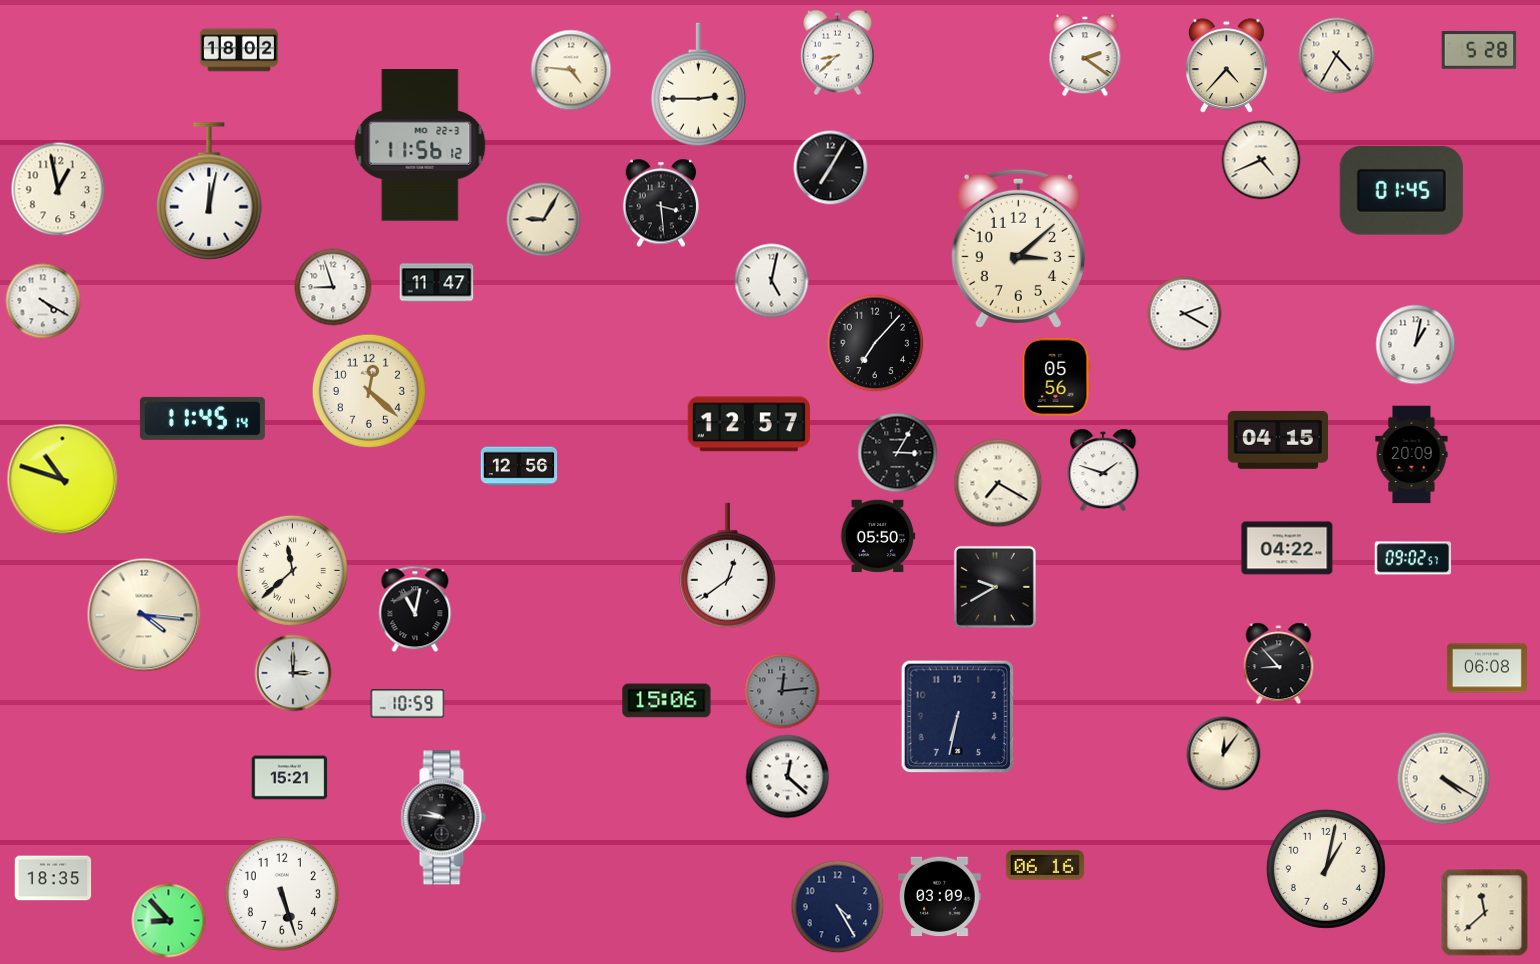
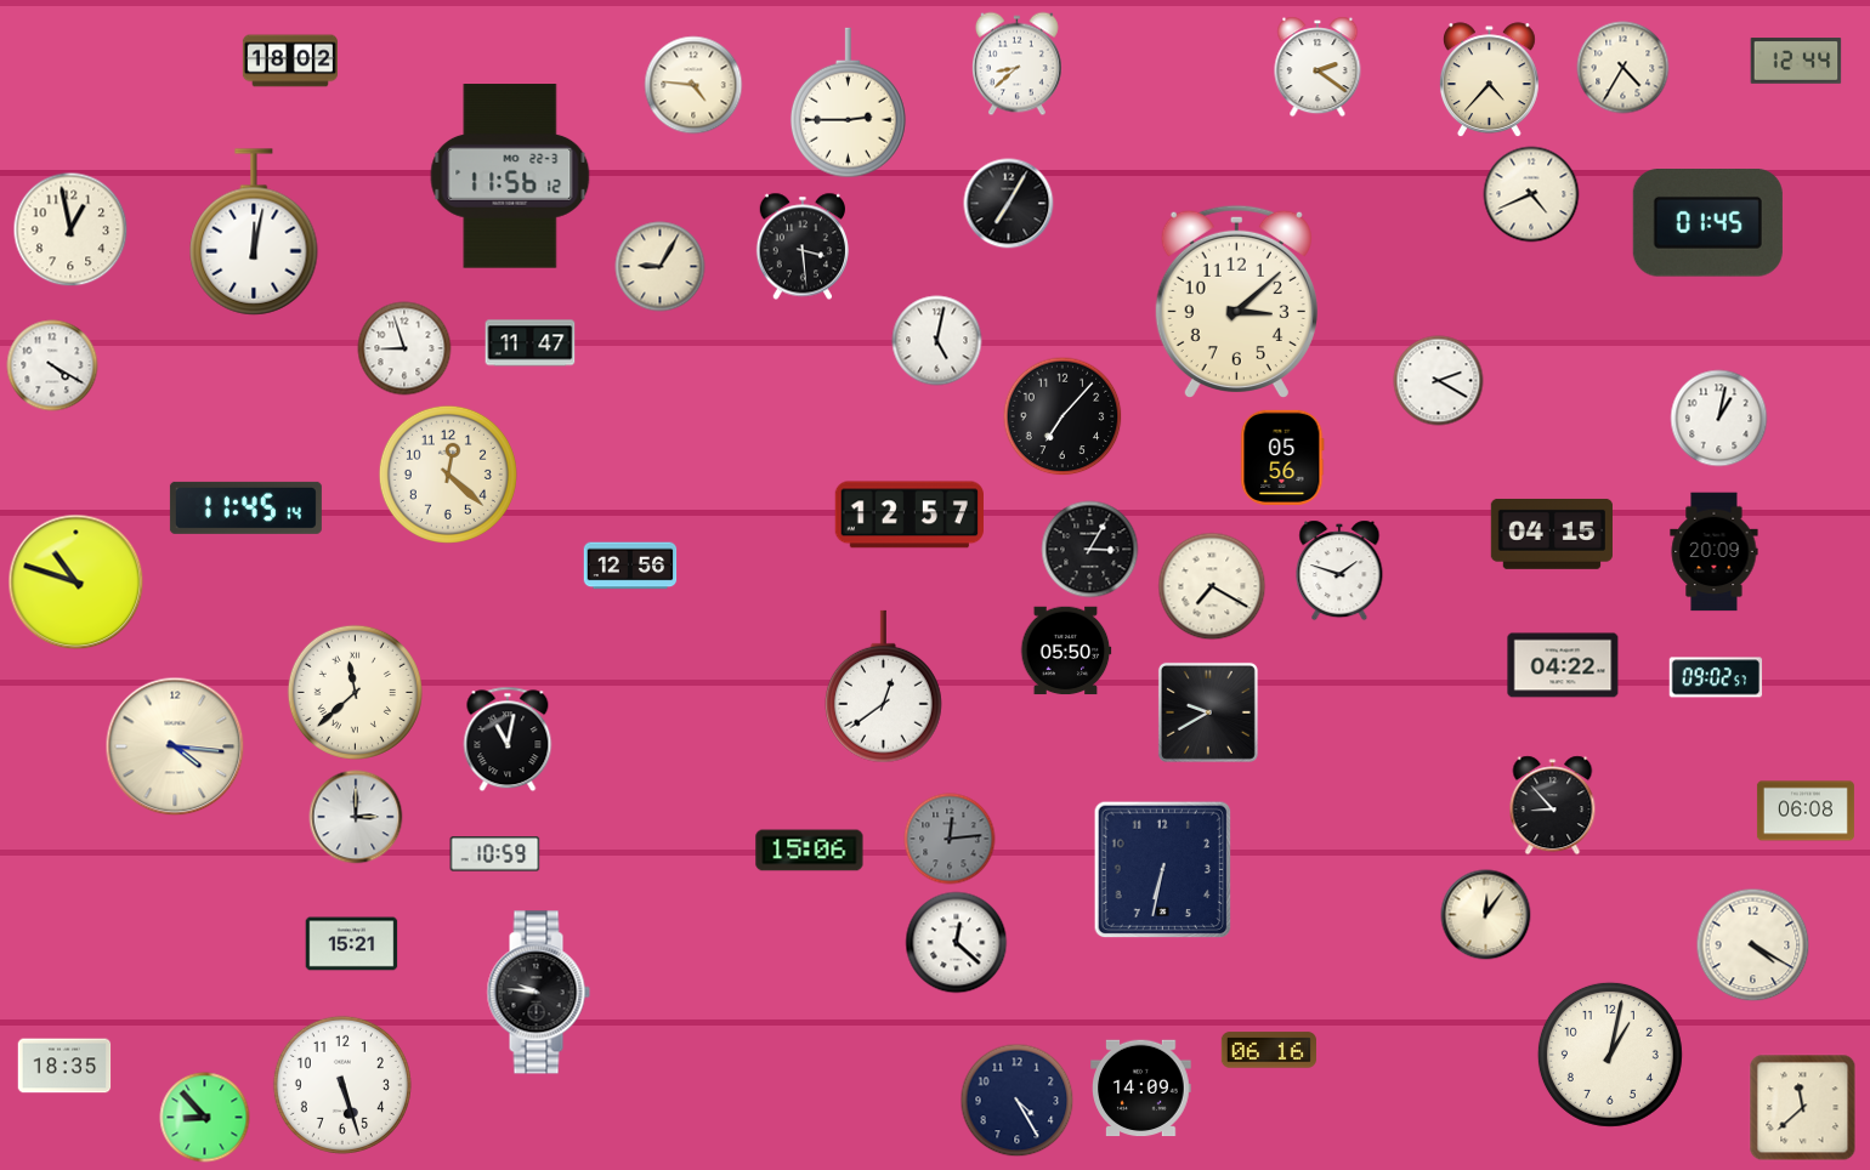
clock at (1479, 50): 5:28 -> 12:44
clock at (1401, 191) position: (1401, 191) -> (1707, 223)
clock at (415, 609) position: (415, 609) -> (508, 739)
clock at (940, 897): 03:09 -> 14:09
